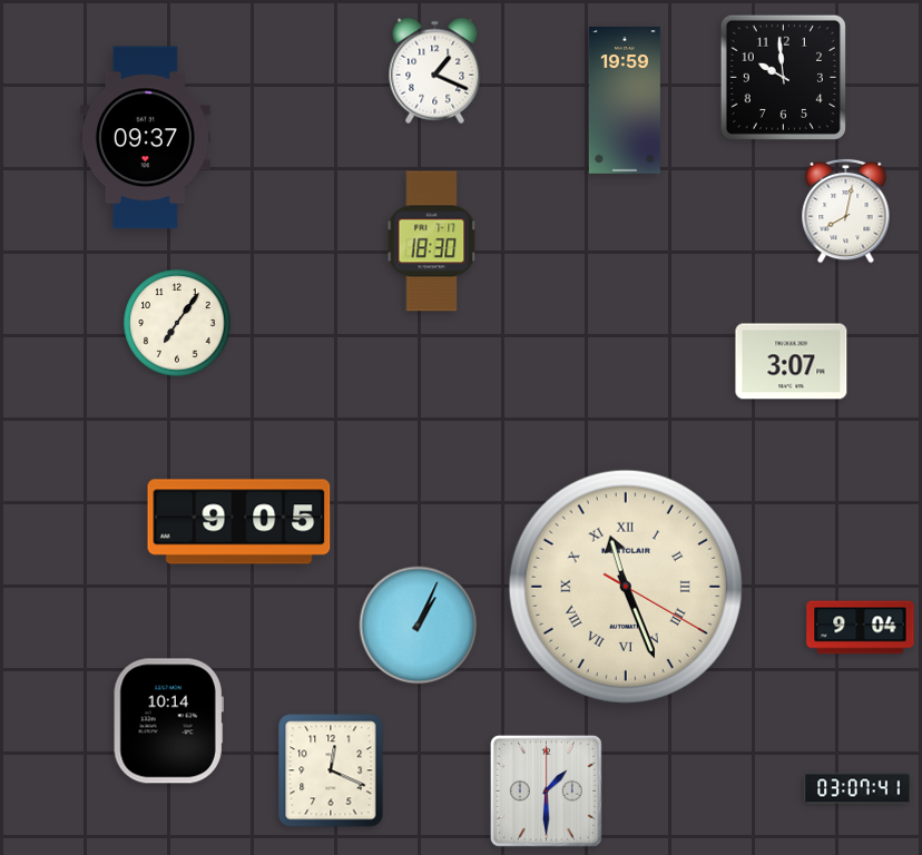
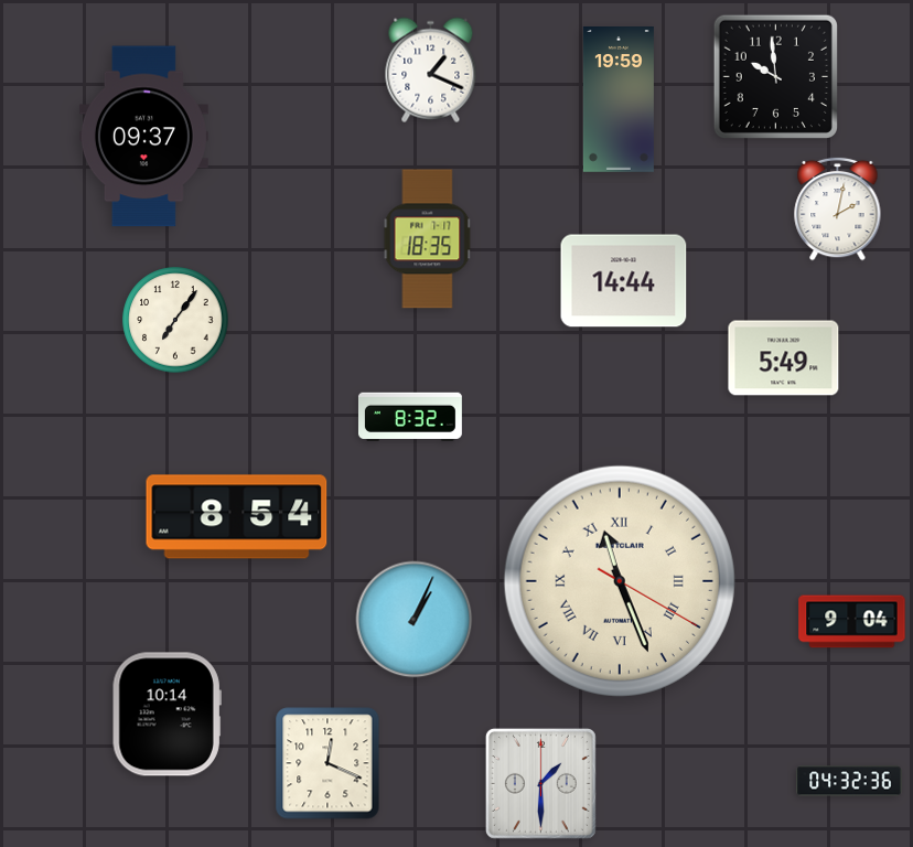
clock at (846, 210): 8:02 -> 2:02
clock at (432, 242): 18:30 -> 18:35
clock at (624, 281): none -> 14:44
clock at (792, 362): 3:07 -> 5:49
clock at (410, 416): none -> 8:32
clock at (239, 522): 9:05 -> 8:54
clock at (857, 788): 03:07 -> 04:32
